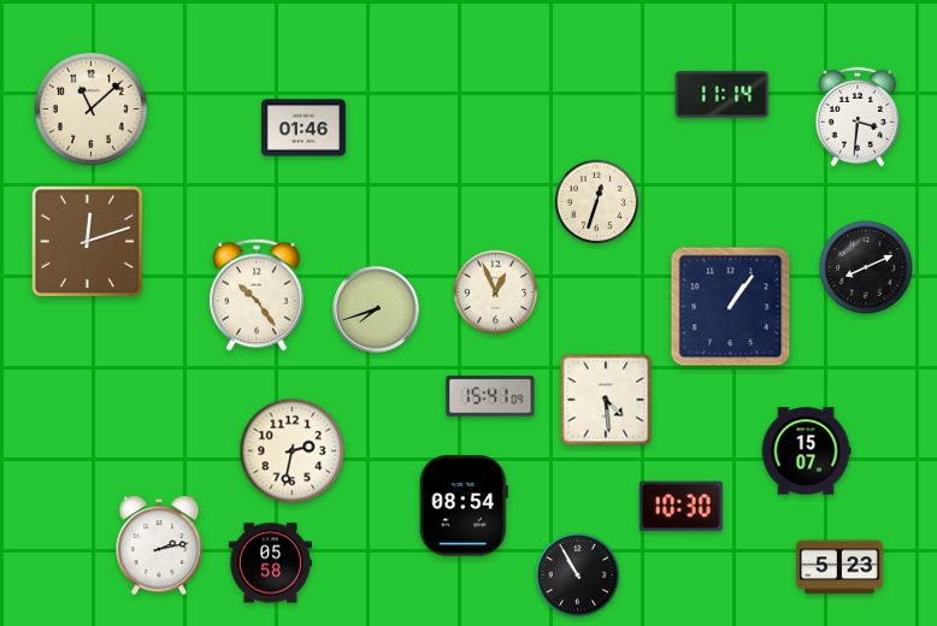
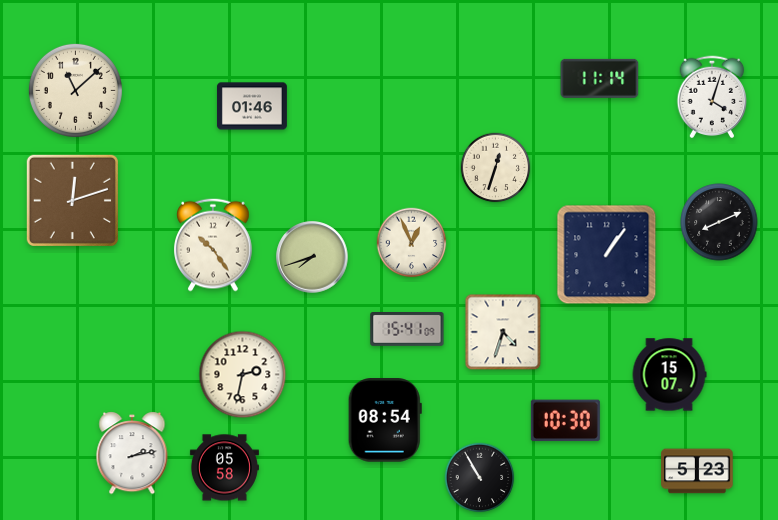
clock at (858, 117): 3:31 -> 4:03
clock at (606, 400): 4:29 -> 4:33
